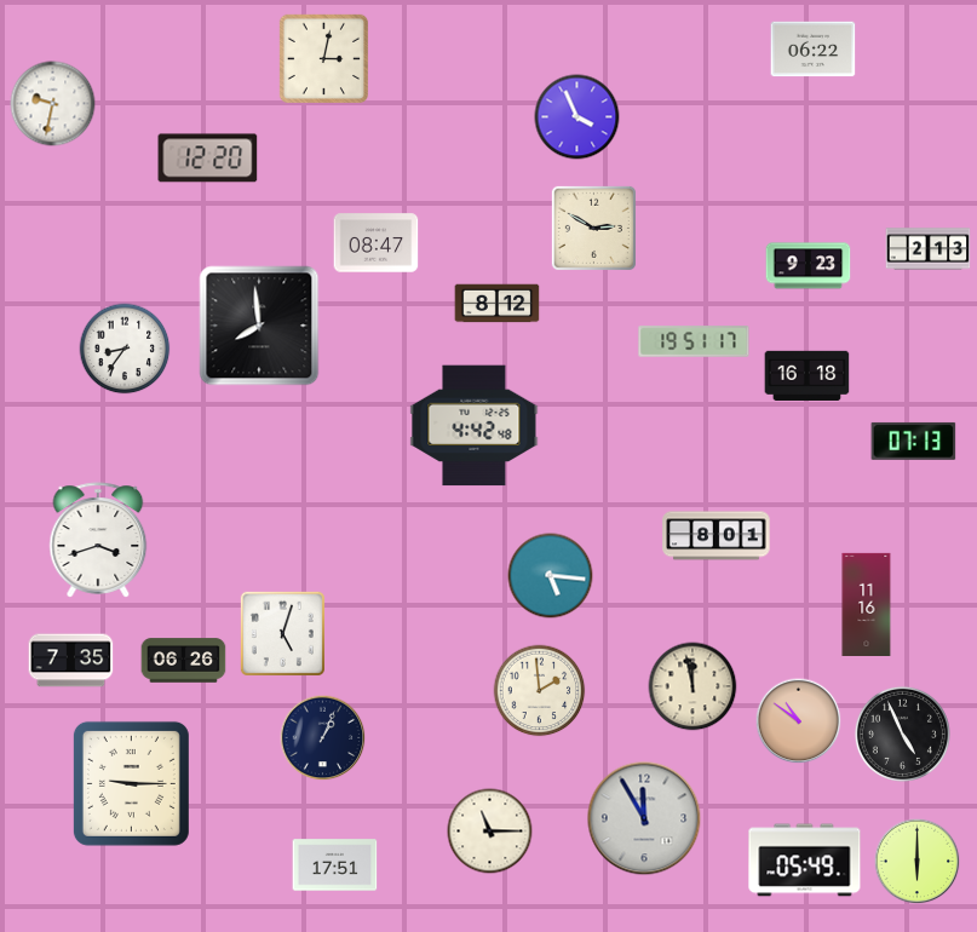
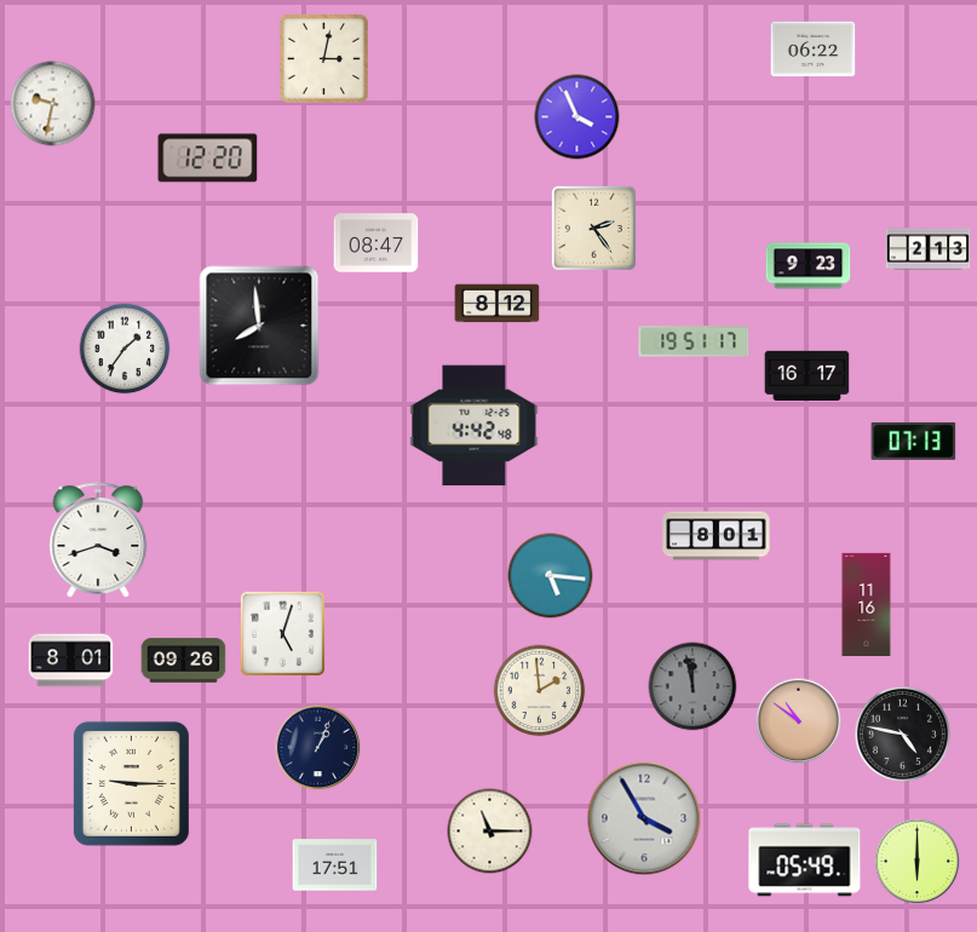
clock at (593, 228): 2:50 -> 2:24
clock at (125, 349): 8:36 -> 1:36
clock at (808, 375): 16:18 -> 16:17
clock at (71, 661): 7:35 -> 8:01
clock at (184, 661): 06:26 -> 09:26
clock at (692, 686) dial: cream -> grey
clock at (902, 733): 4:56 -> 4:47
clock at (323, 738) position: (323, 738) -> (318, 748)
clock at (644, 818): 11:55 -> 3:55
